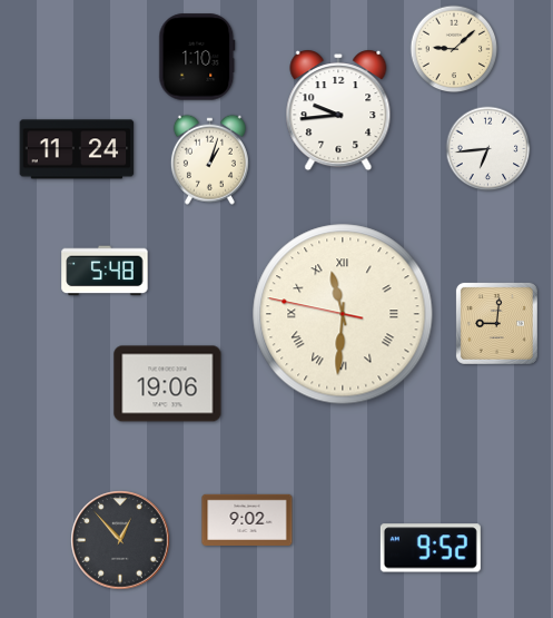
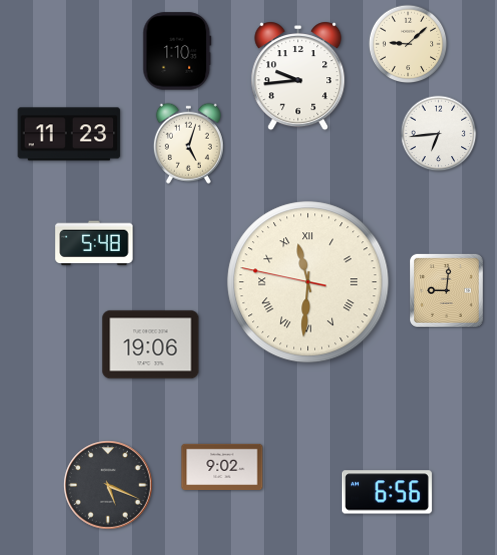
clock at (338, 110) position: (338, 110) -> (298, 76)
clock at (77, 149): 11:24 -> 11:23
clock at (209, 159): 1:03 -> 5:03
clock at (120, 540): 12:53 -> 5:19
clock at (431, 548): 9:52 -> 6:56
